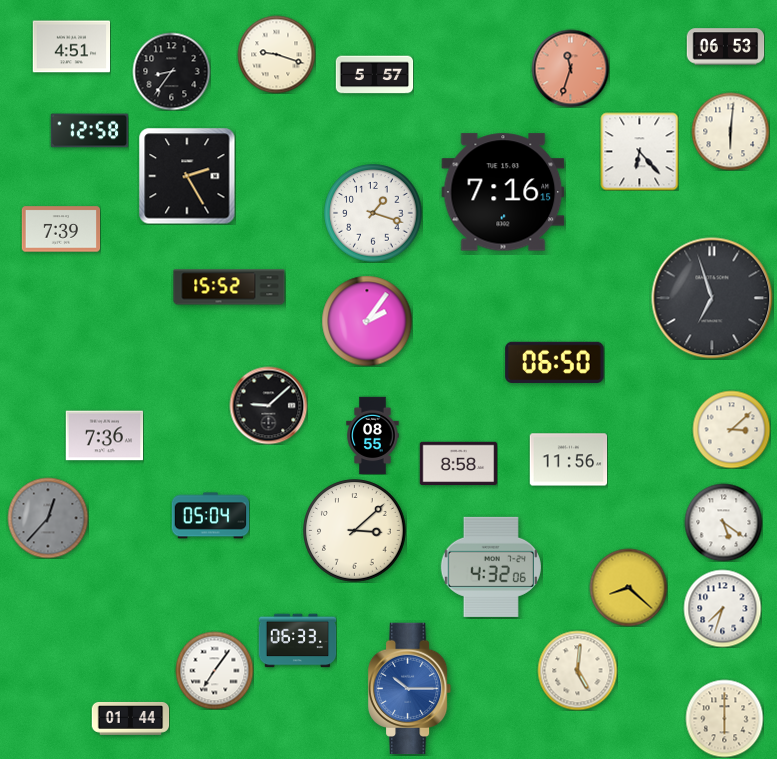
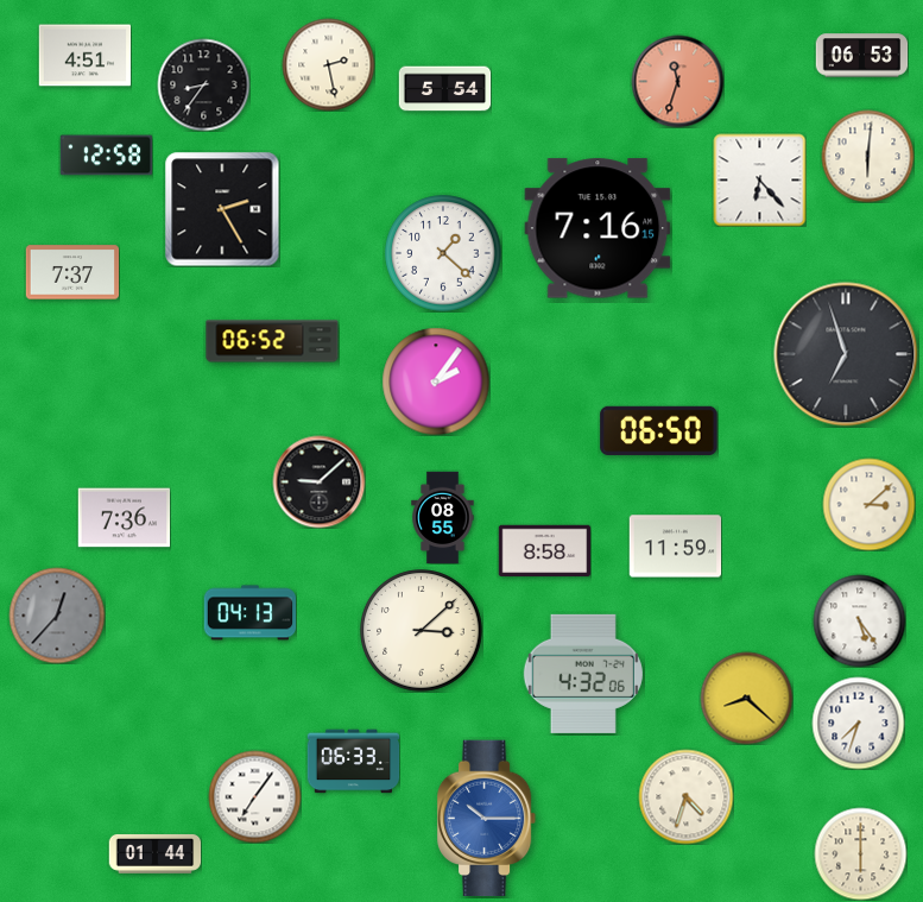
clock at (276, 54): 9:18 -> 2:28
clock at (374, 75): 5:57 -> 5:54
clock at (373, 213): 1:18 -> 1:22
clock at (61, 229): 7:39 -> 7:37
clock at (229, 287): 15:52 -> 06:52
clock at (731, 429) position: (731, 429) -> (868, 504)
clock at (568, 460): 11:56 -> 11:59
clock at (210, 516): 05:04 -> 04:13
clock at (723, 522): 5:21 -> 5:24
clock at (577, 670): 5:01 -> 4:33
